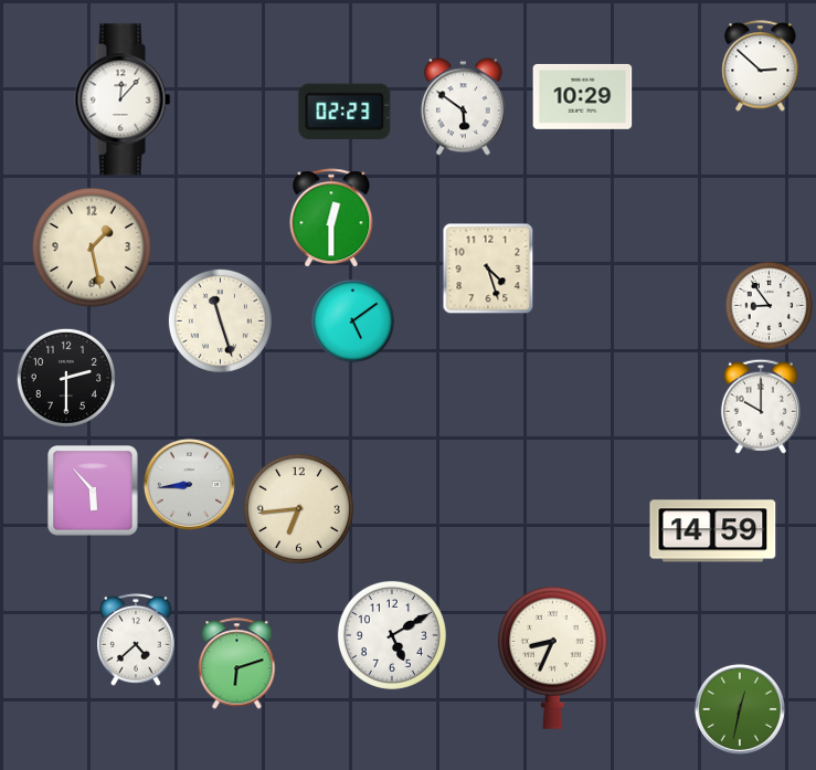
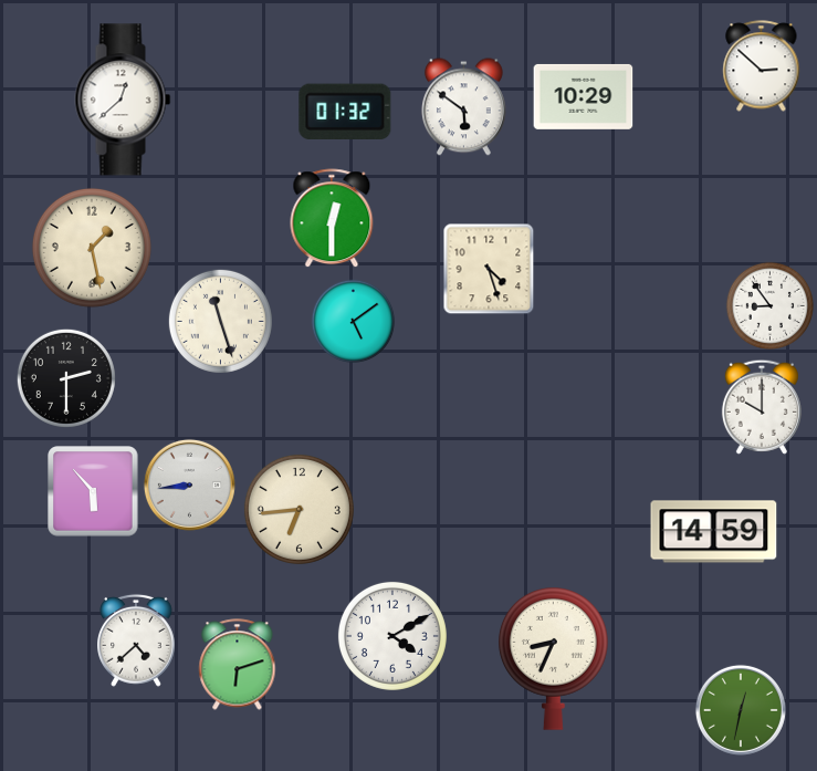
clock at (123, 99): 12:07 -> 12:38
clock at (345, 110): 02:23 -> 01:32
clock at (392, 635): 5:10 -> 4:10
